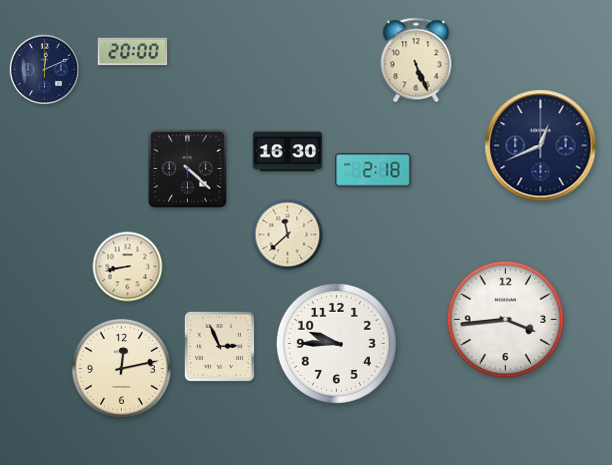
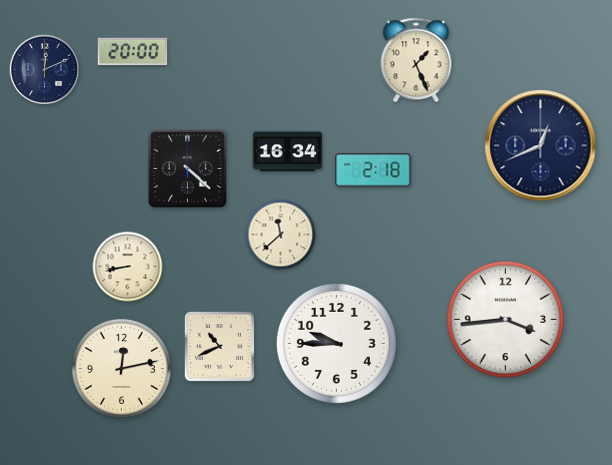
clock at (416, 60): 5:26 -> 1:26
clock at (288, 152): 16:30 -> 16:34
clock at (288, 235) position: (288, 235) -> (281, 235)
clock at (219, 346): 2:56 -> 10:41
